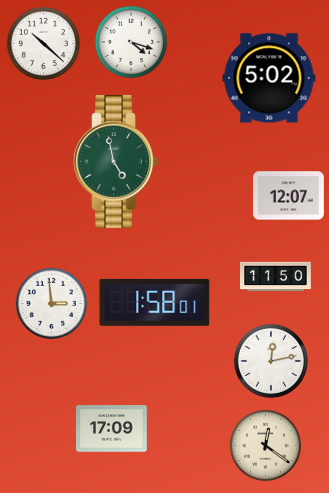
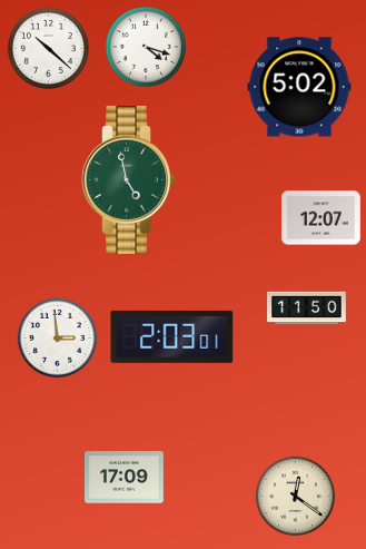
clock at (155, 302): 1:58 -> 2:03
clock at (271, 361): 12:13 -> none
